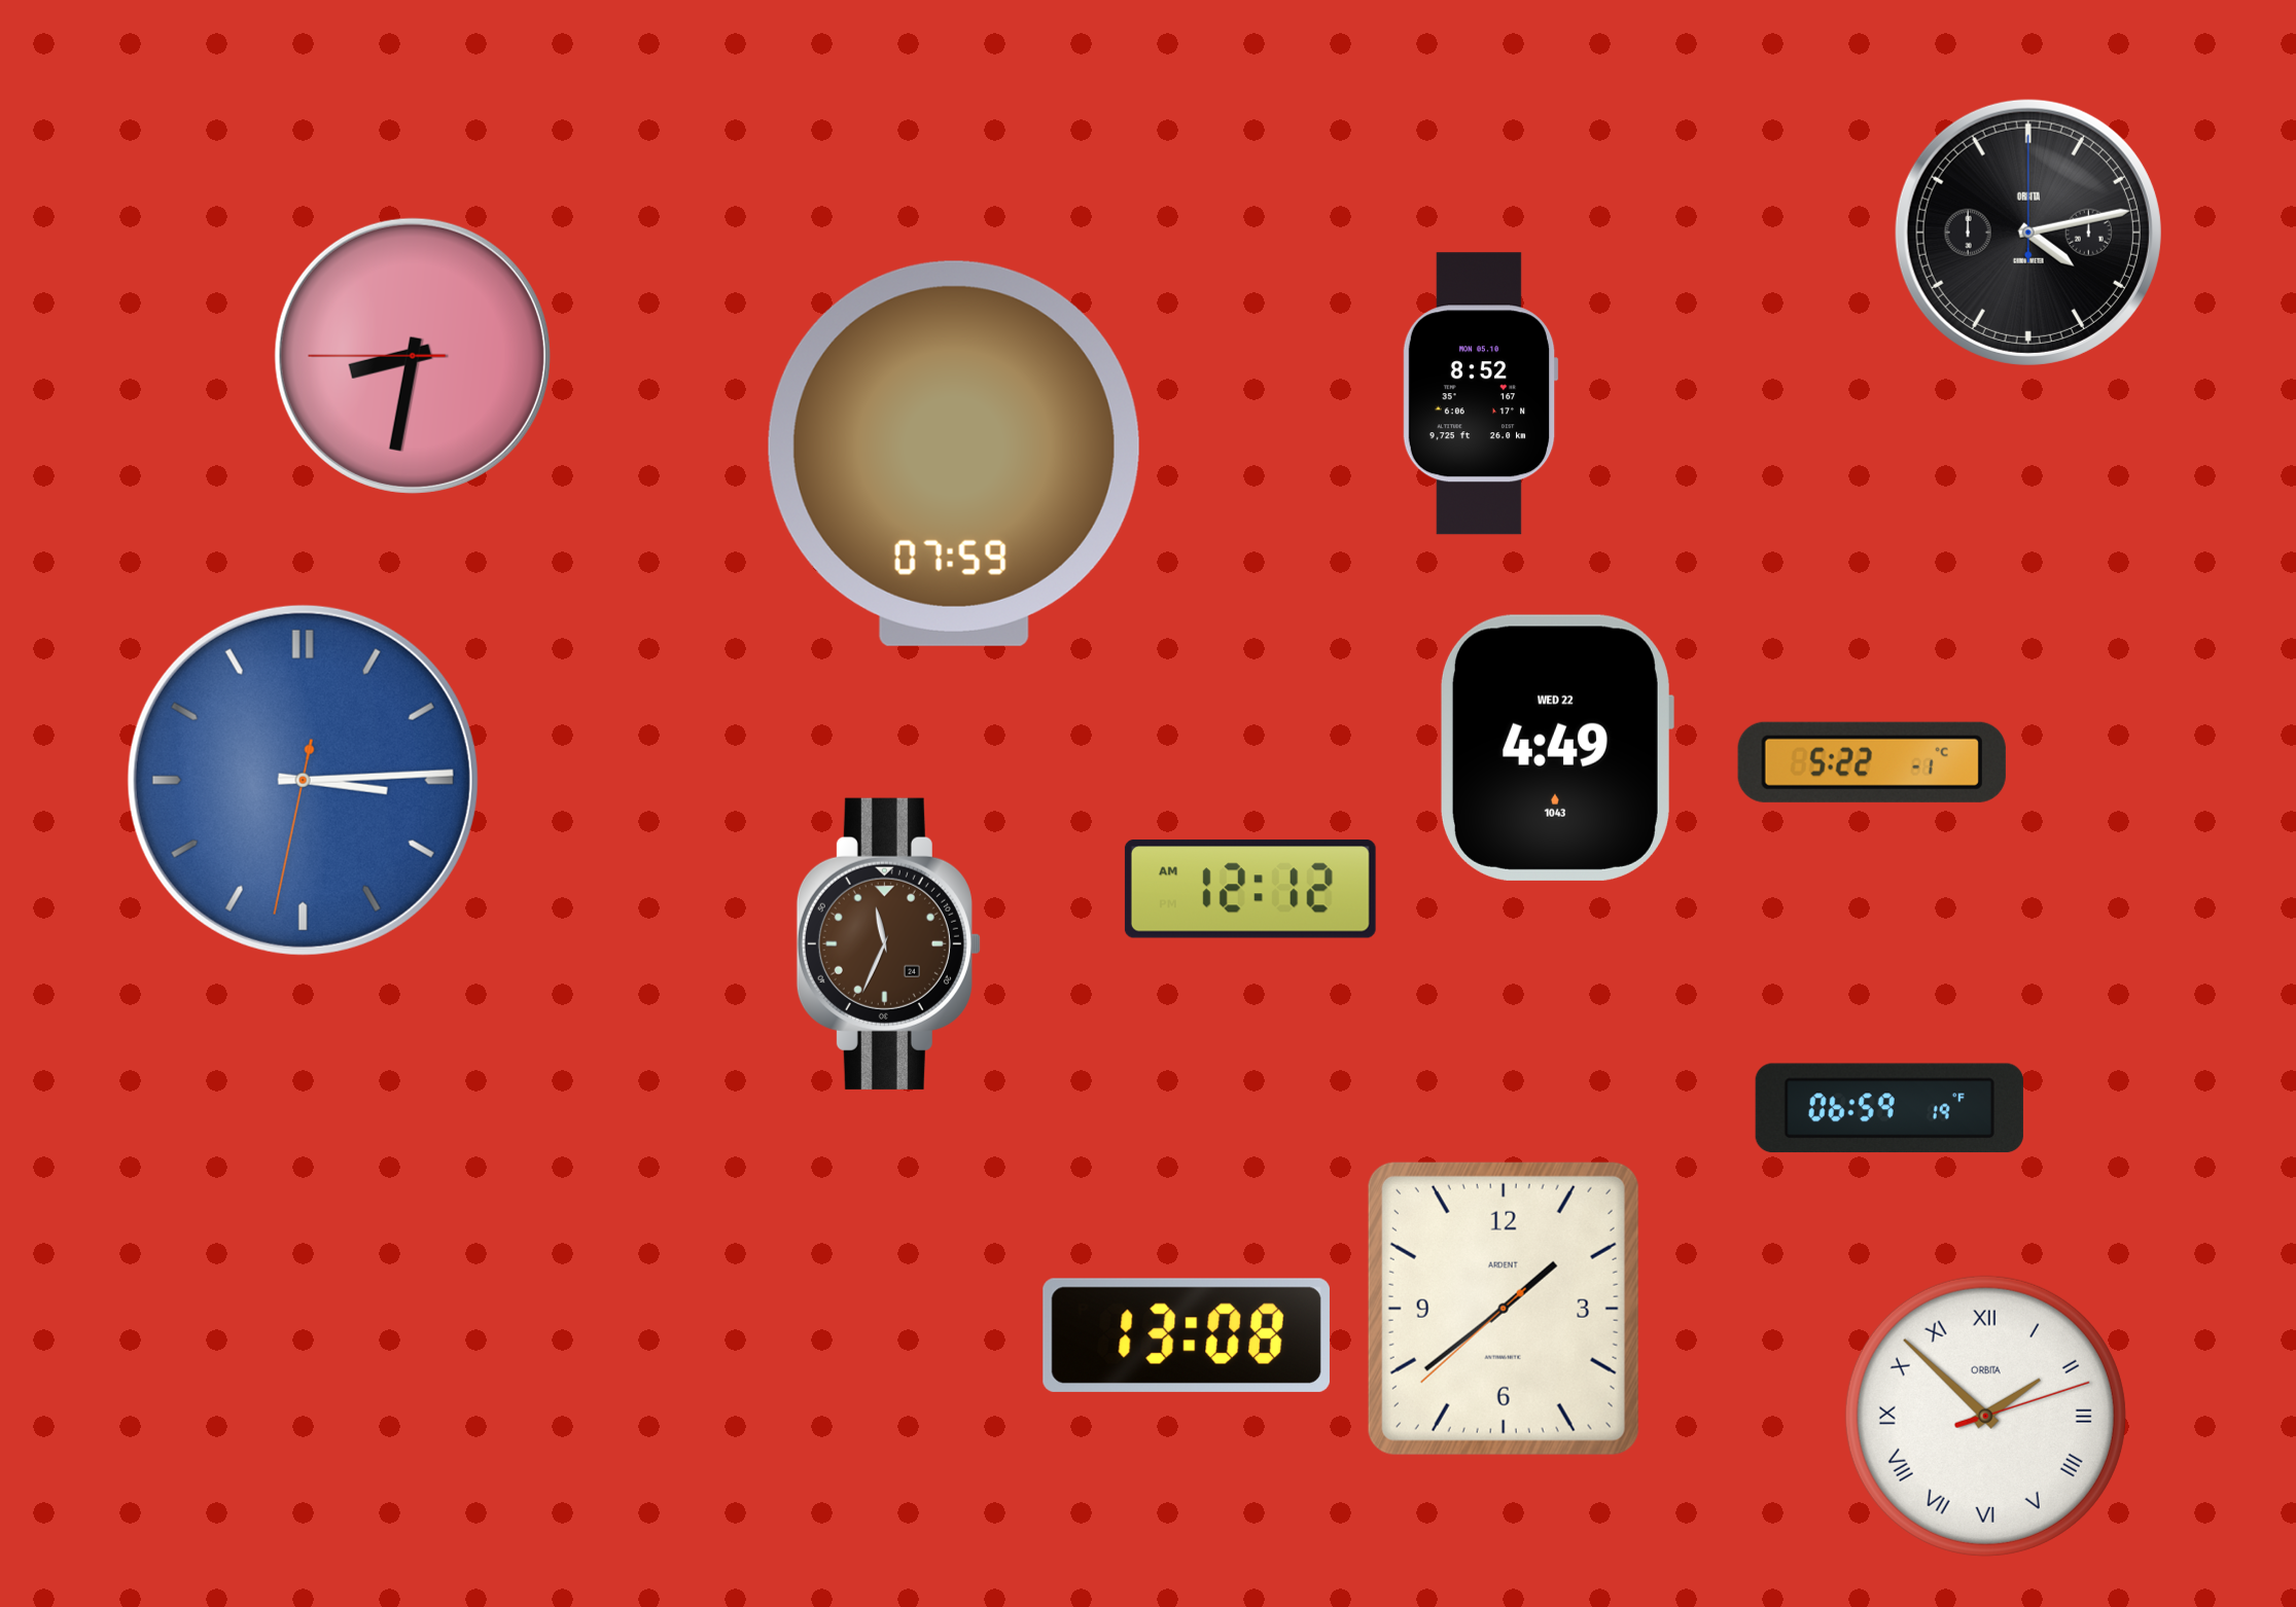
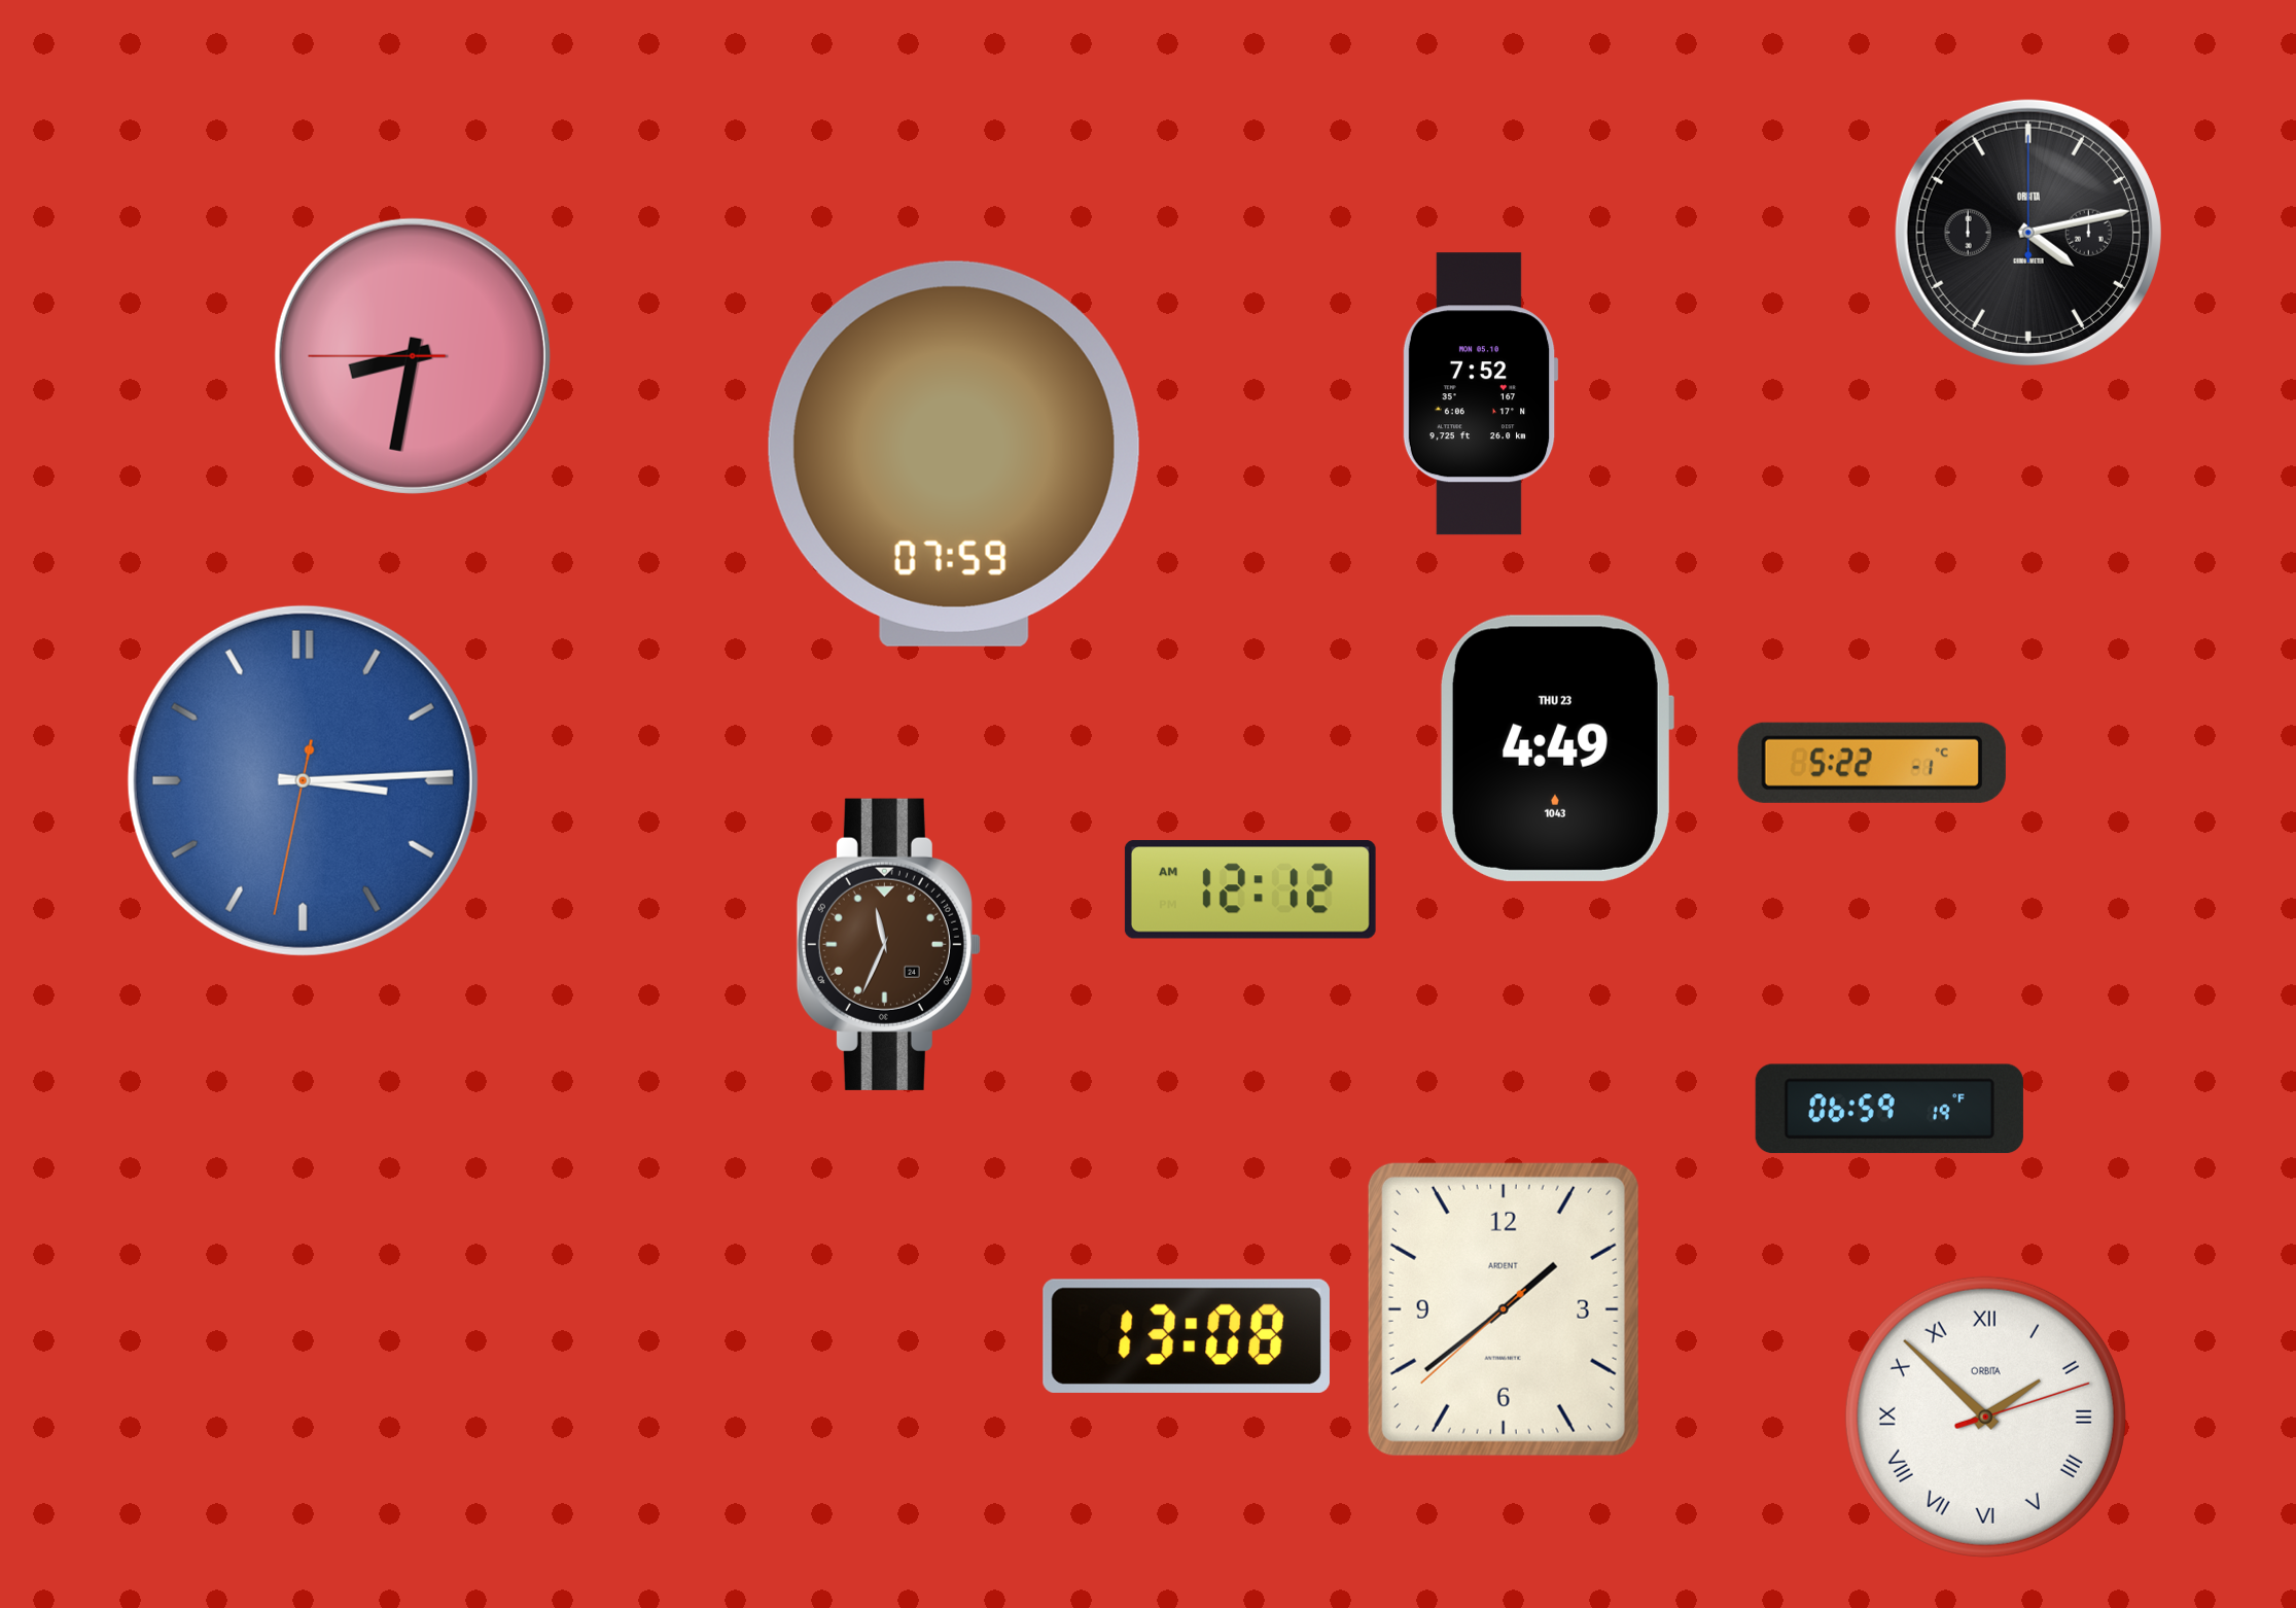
clock at (1480, 394): 8:52 -> 7:52
clock at (1556, 748) date: WED 22 -> THU 23
